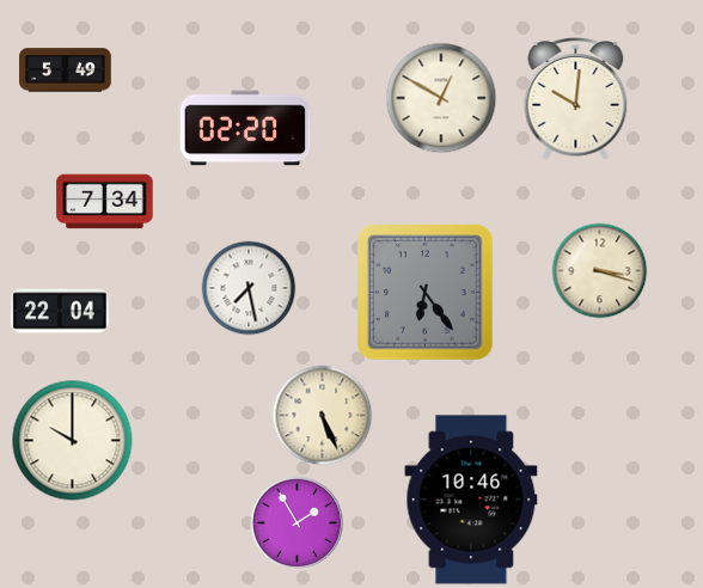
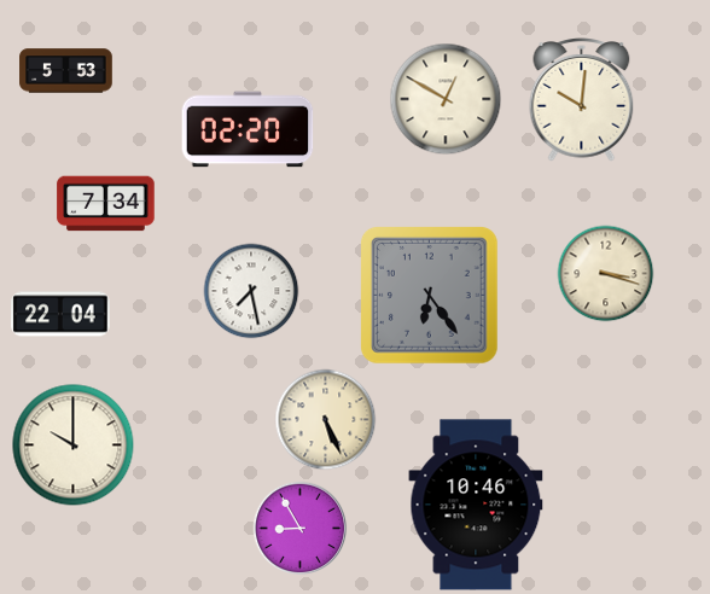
clock at (66, 71): 5:49 -> 5:53
clock at (297, 522): 1:55 -> 8:55
